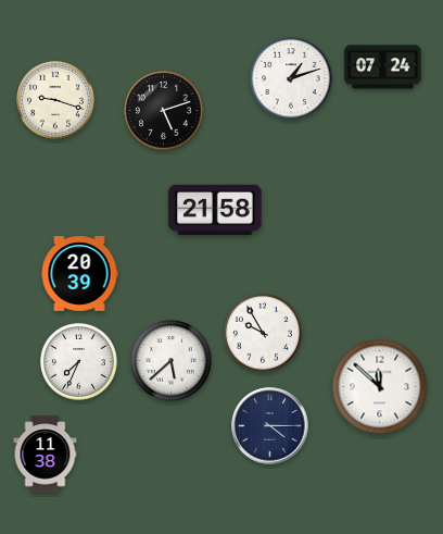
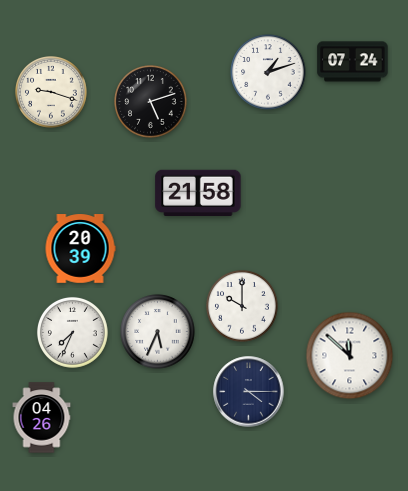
clock at (79, 274) position: (79, 274) -> (80, 249)
clock at (264, 334): 9:55 -> 10:00
clock at (172, 361): 5:38 -> 5:34
clock at (46, 455): 11:38 -> 04:26
